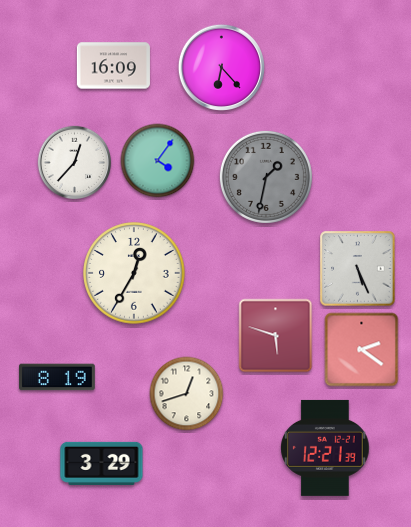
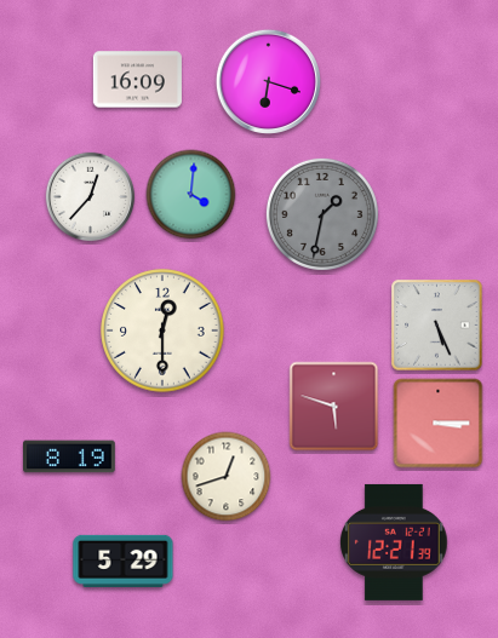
clock at (221, 67): 6:23 -> 6:18
clock at (158, 161): 4:06 -> 4:01
clock at (358, 269) position: (358, 269) -> (437, 326)
clock at (134, 273): 12:35 -> 12:30
clock at (362, 350): 2:21 -> 3:15
clock at (102, 463): 3:29 -> 5:29
